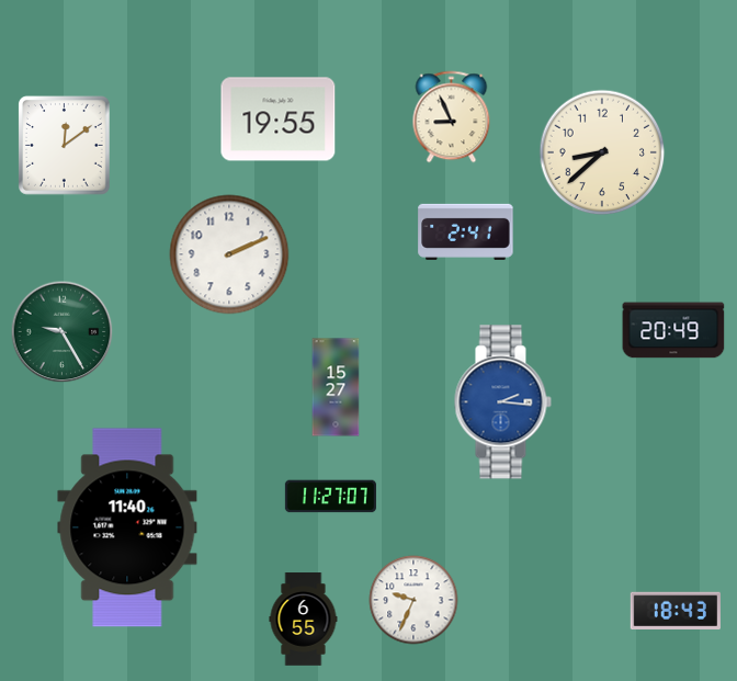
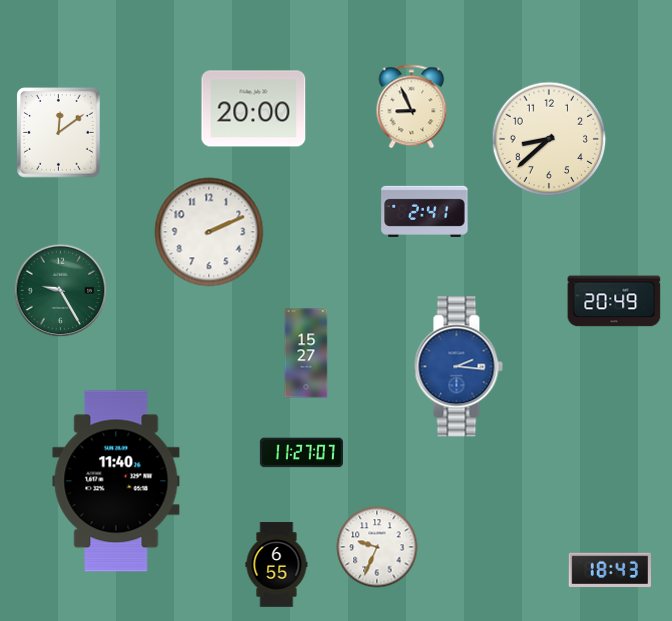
clock at (279, 120): 19:55 -> 20:00
clock at (63, 332) position: (63, 332) -> (61, 291)
clock at (676, 610) position: (676, 610) -> (610, 569)
